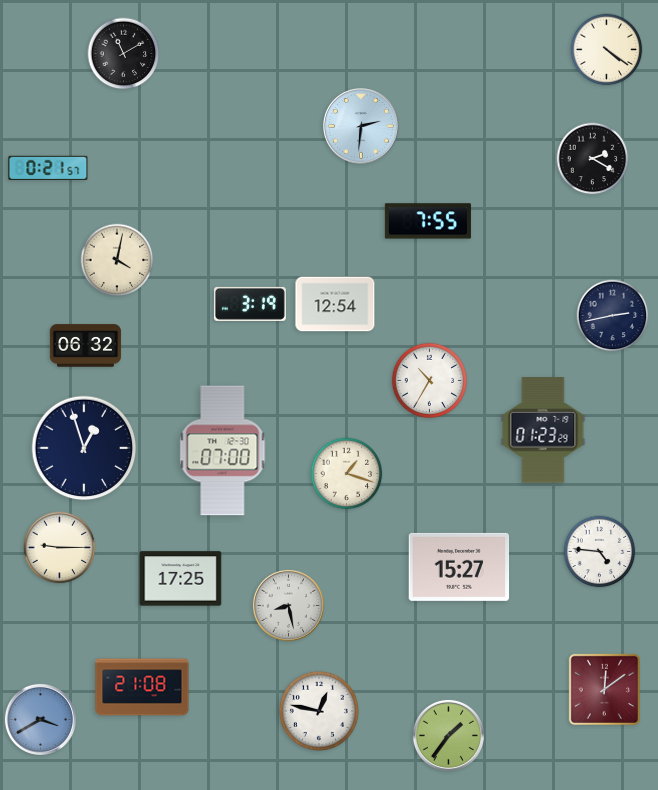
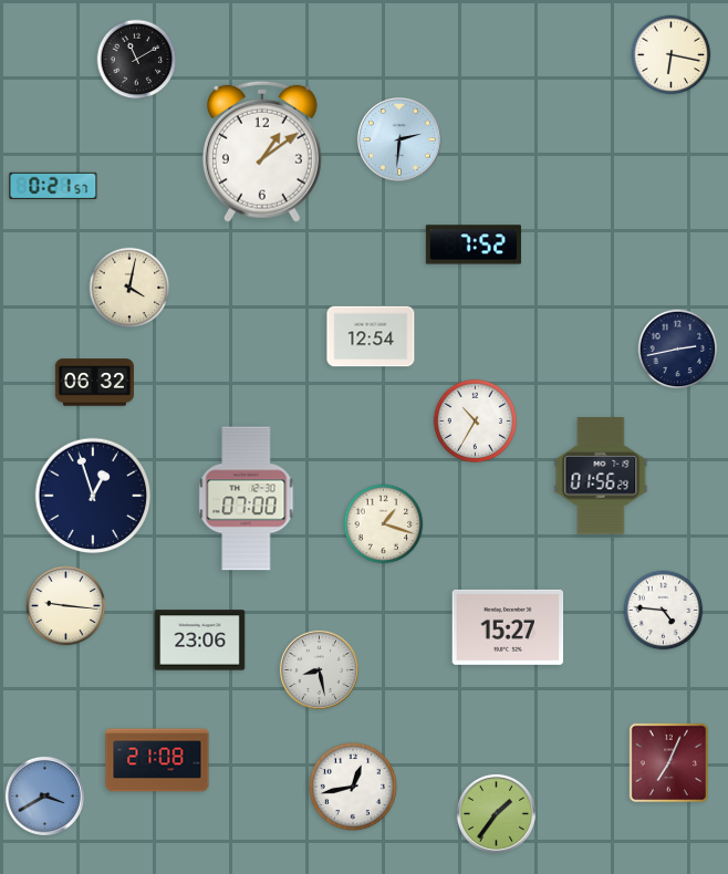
clock at (607, 50): 4:21 -> 6:17
clock at (262, 152): none -> 1:09
clock at (593, 159): 2:20 -> none
clock at (428, 221): 7:55 -> 7:52
clock at (250, 304): 3:19 -> none
clock at (543, 430): 01:23 -> 01:56
clock at (60, 548): 9:15 -> 9:16
clock at (181, 579): 17:25 -> 23:06
clock at (604, 689): 12:09 -> 7:04
clock at (319, 711): 12:47 -> 12:43
